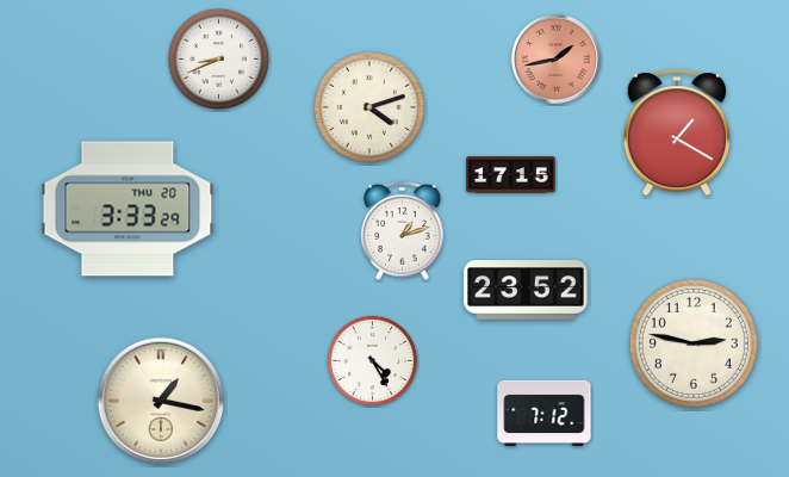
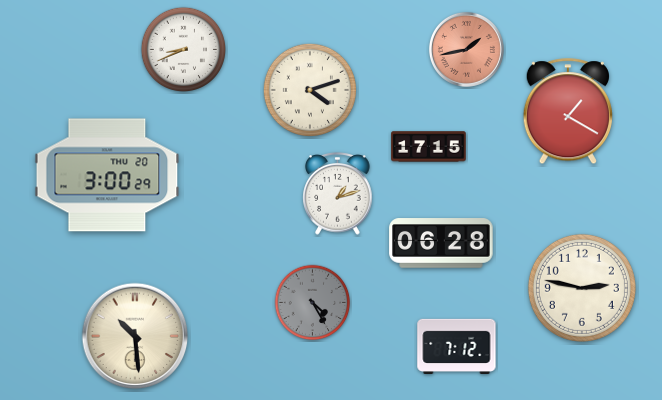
clock at (128, 209): 3:33 -> 3:00
clock at (526, 290): 23:52 -> 06:28
clock at (373, 361) dial: white -> grey
clock at (161, 401): 1:17 -> 10:29
